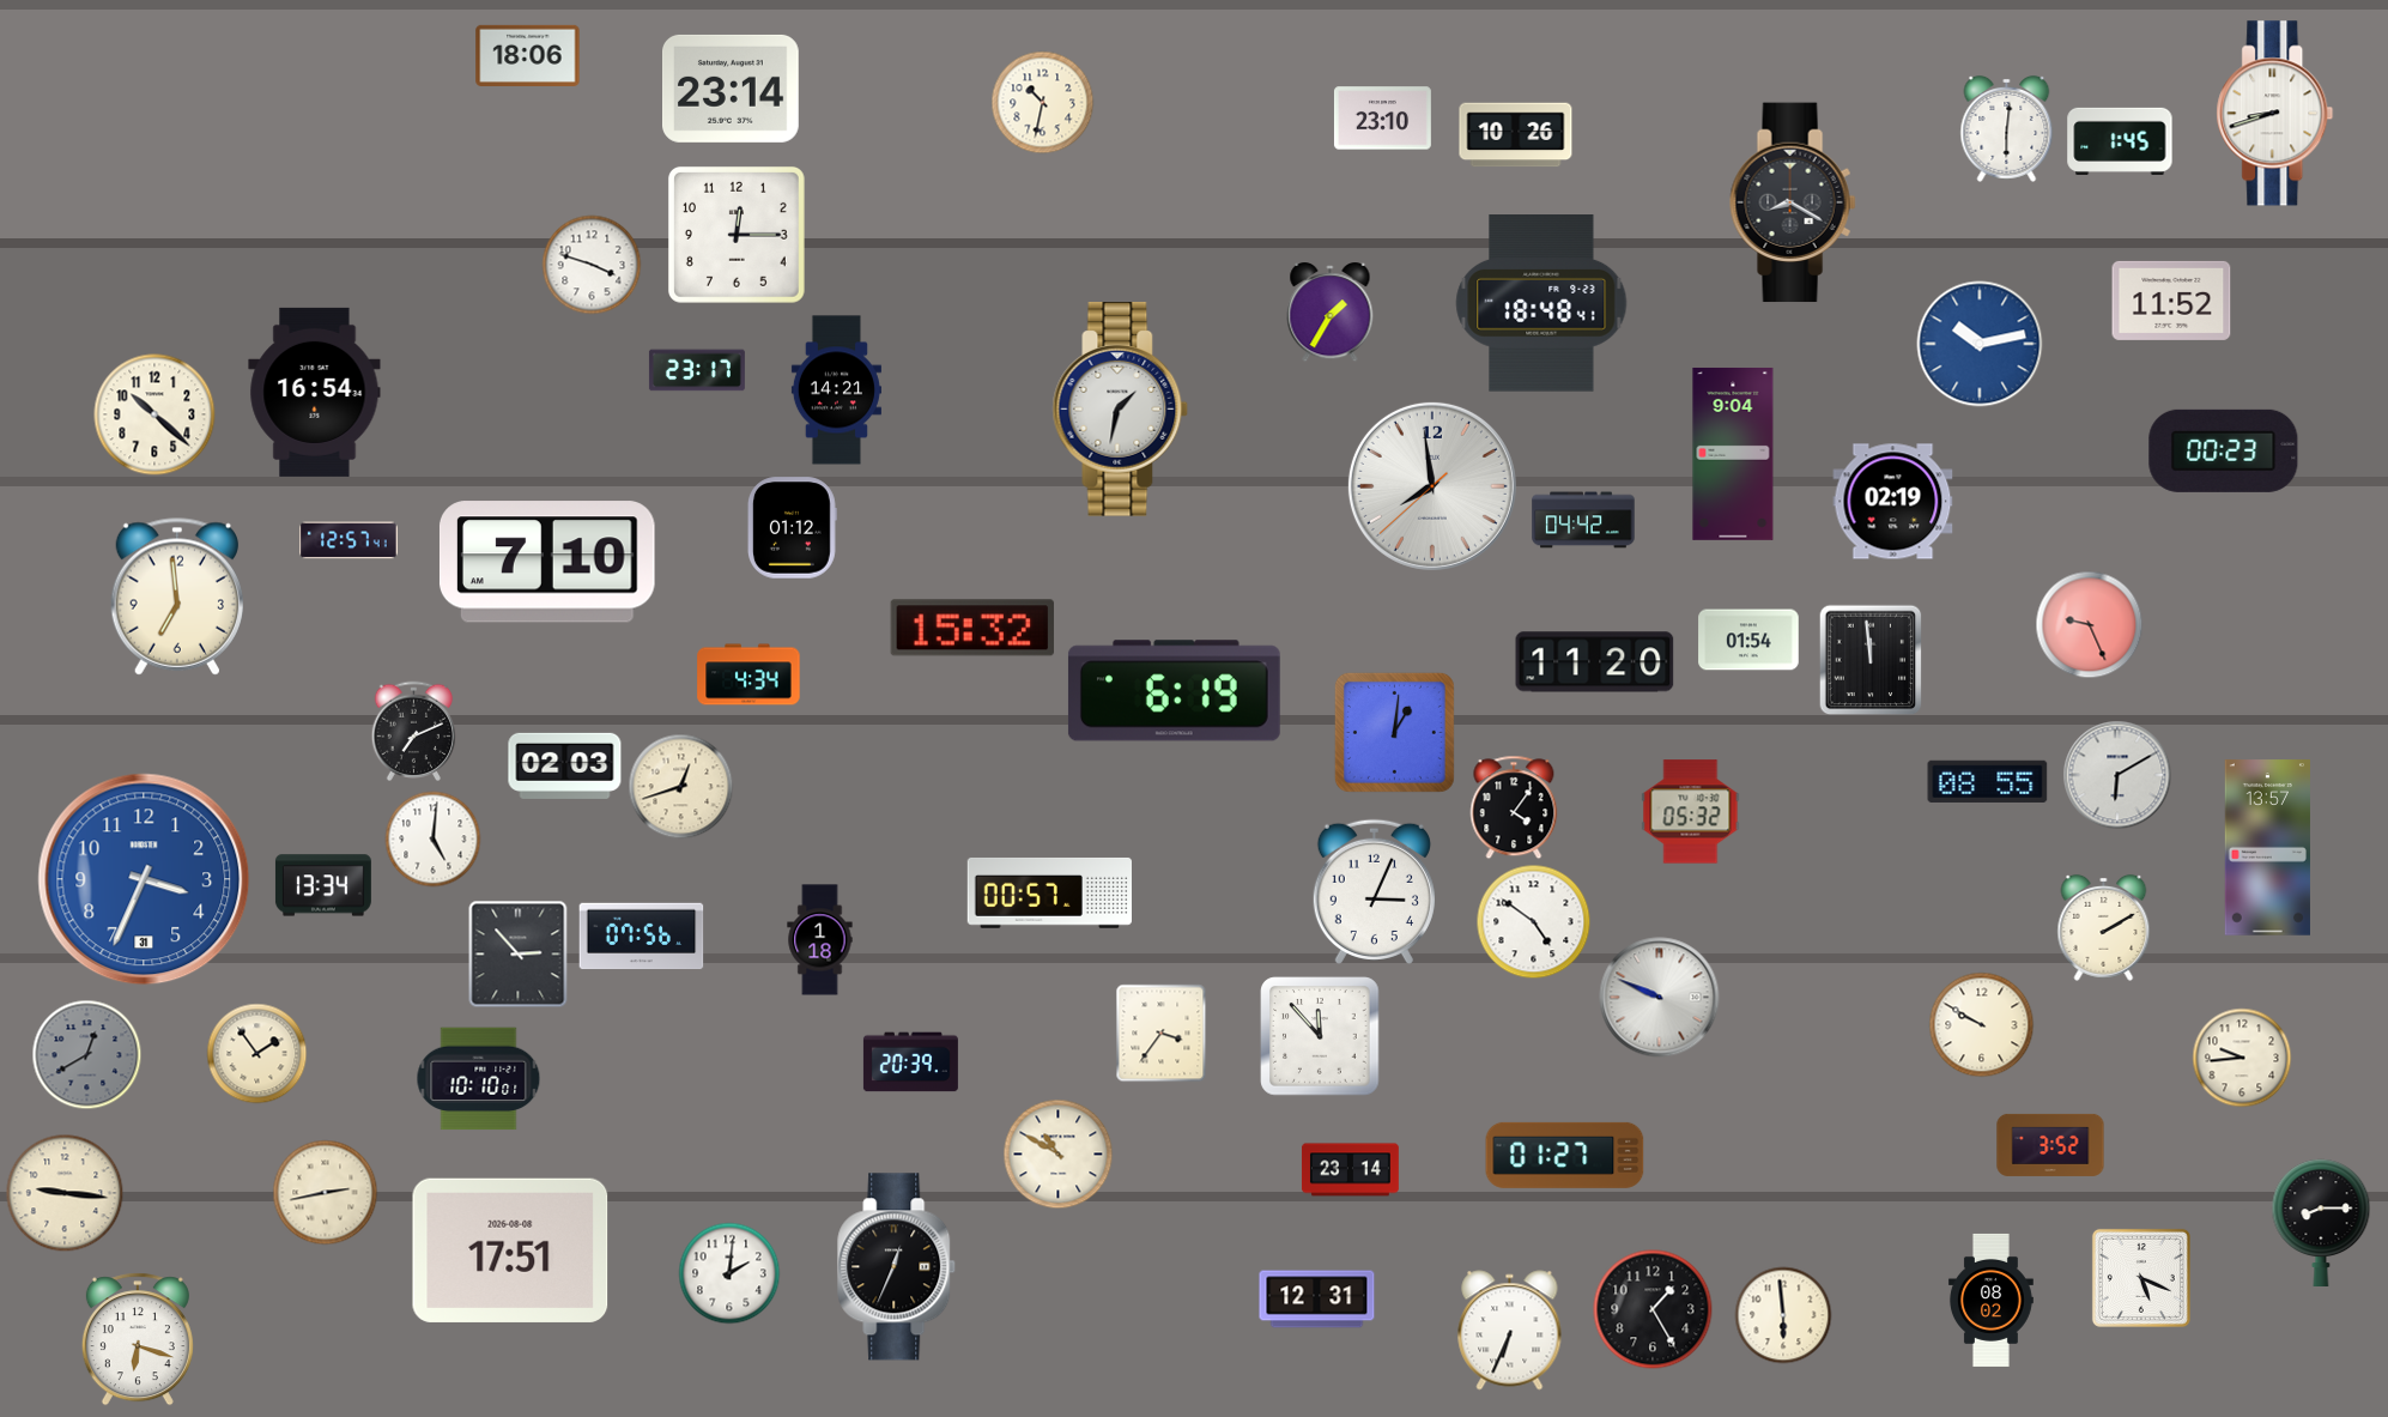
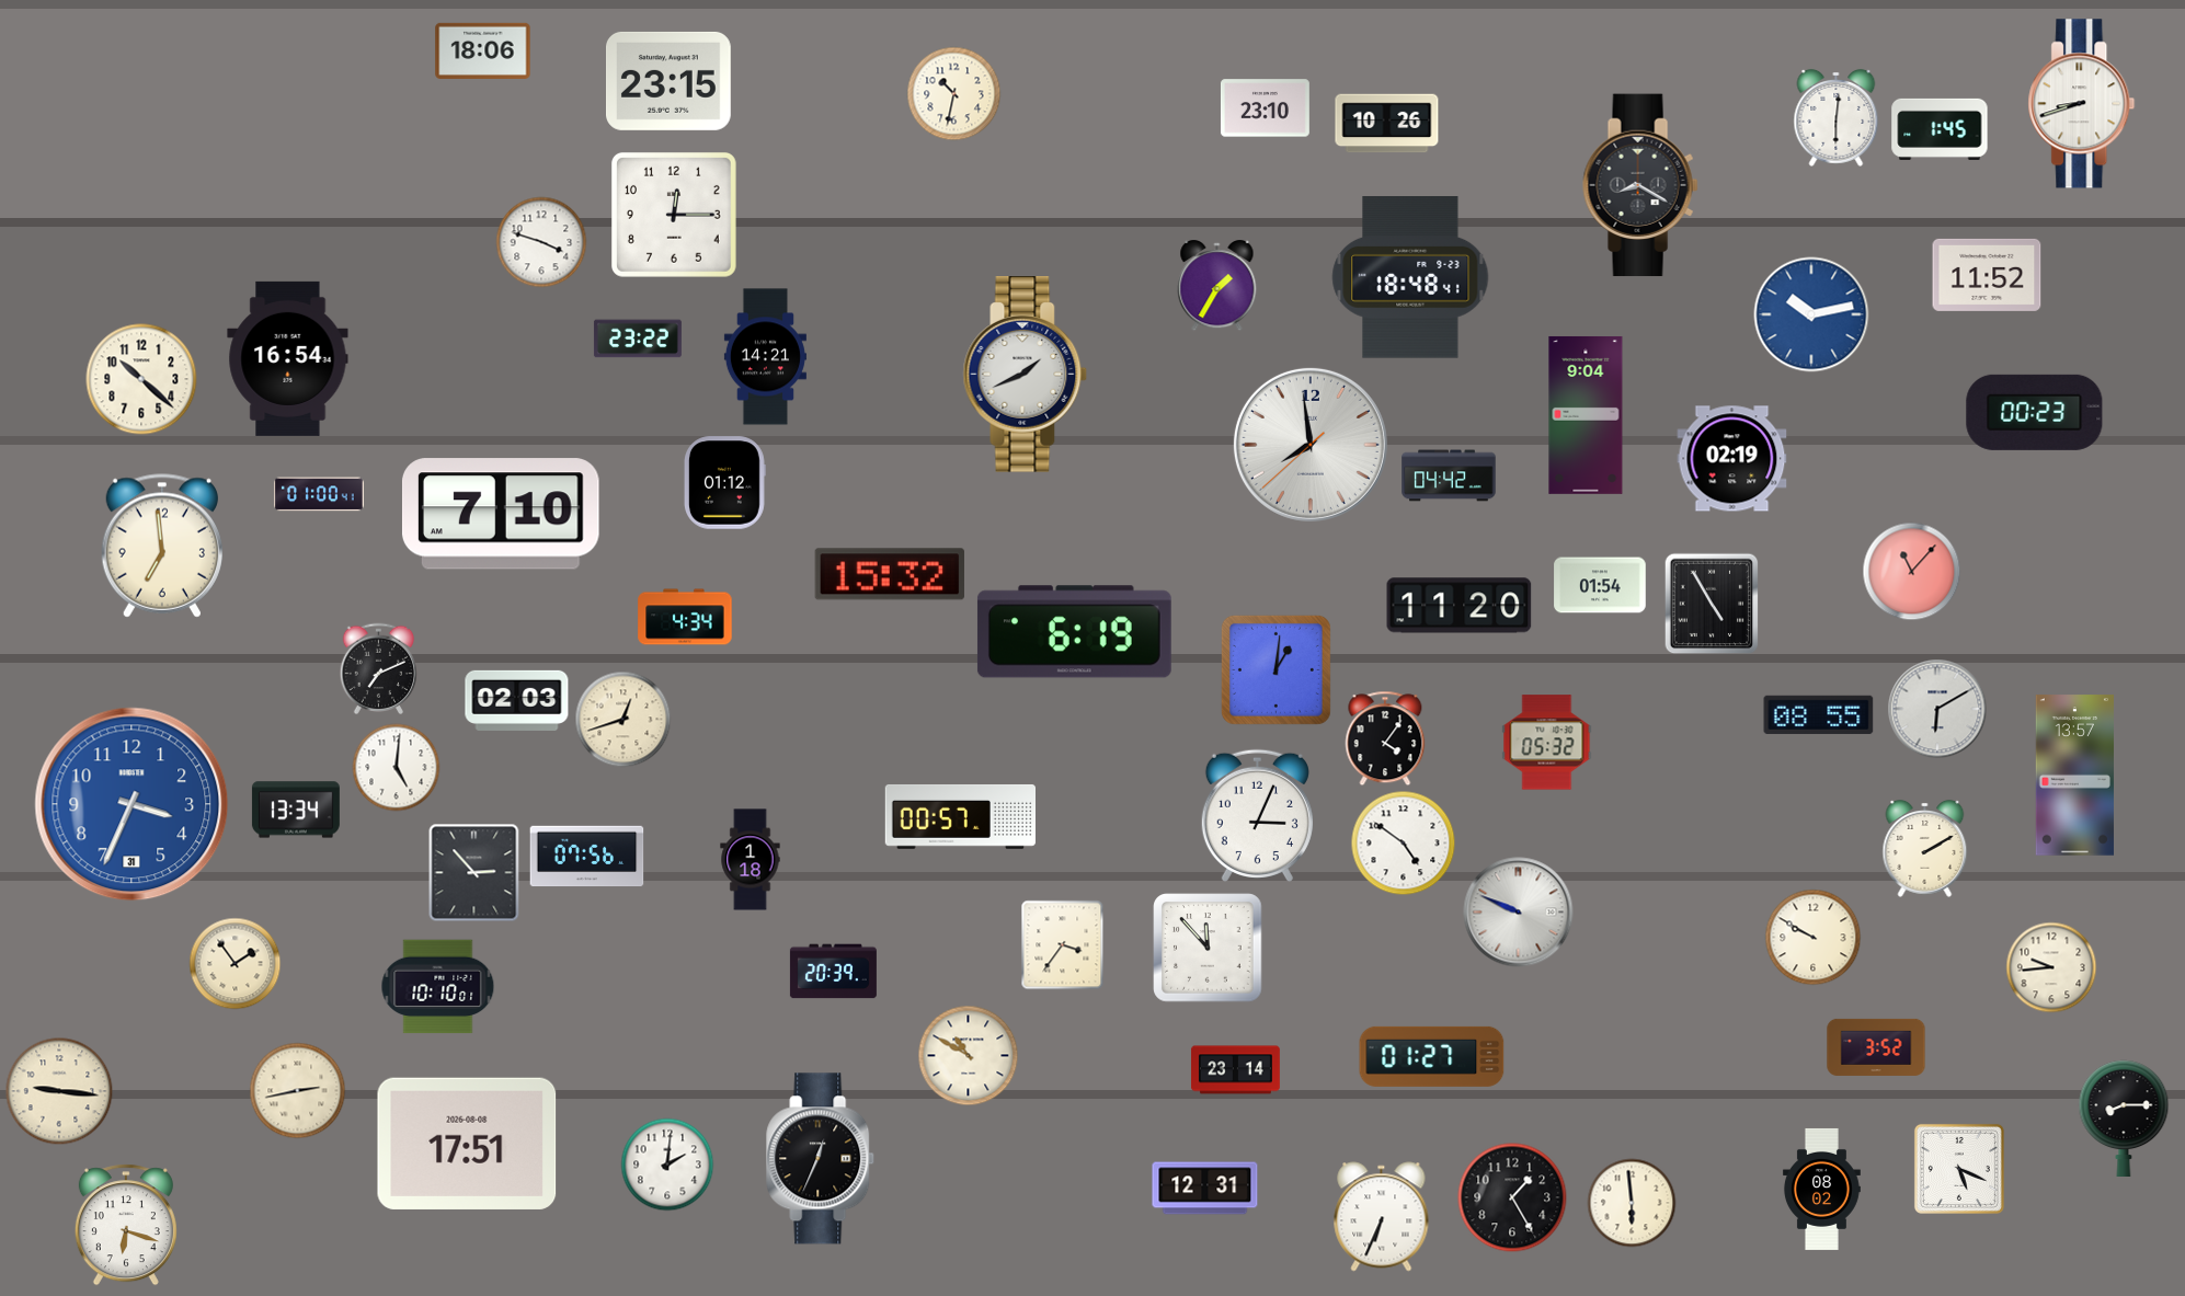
clock at (732, 89): 23:14 -> 23:15
clock at (697, 370): 23:17 -> 23:22
clock at (1121, 410): 1:32 -> 1:41
clock at (350, 540): 12:57 -> 01:00
clock at (2090, 625): 9:26 -> 11:07
clock at (1871, 660): 11:59 -> 4:55
clock at (87, 1055): 12:40 -> none
